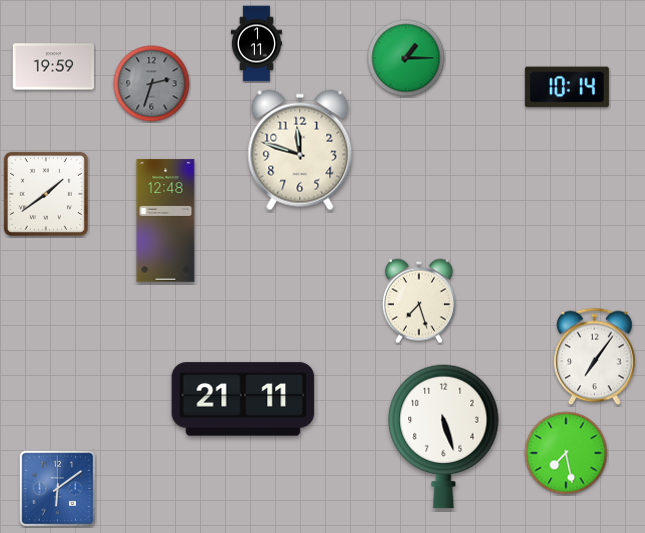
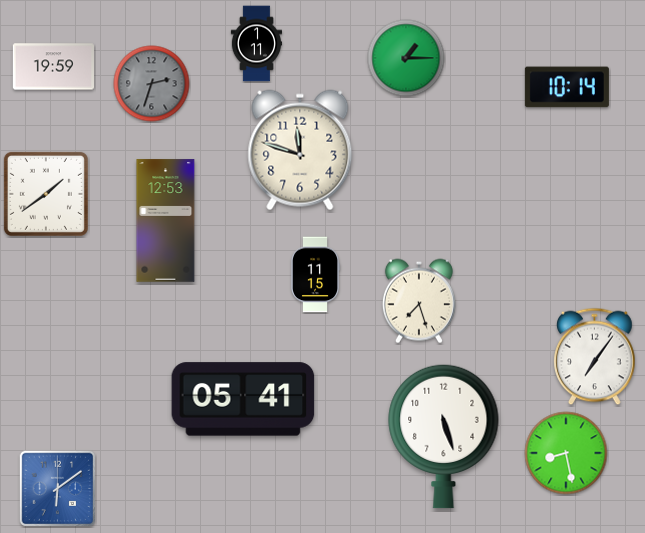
clock at (166, 221): 12:48 -> 12:53
clock at (315, 275): none -> 11:15
clock at (243, 399): 21:11 -> 05:41
clock at (566, 453): 7:28 -> 8:28
